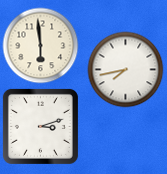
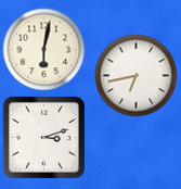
clock at (41, 46): 5:59 -> 6:02
clock at (126, 70): 7:43 -> 6:43
